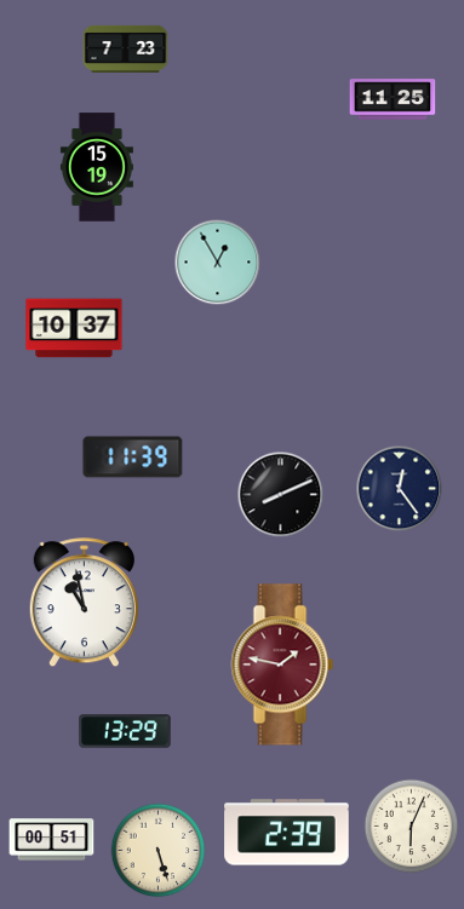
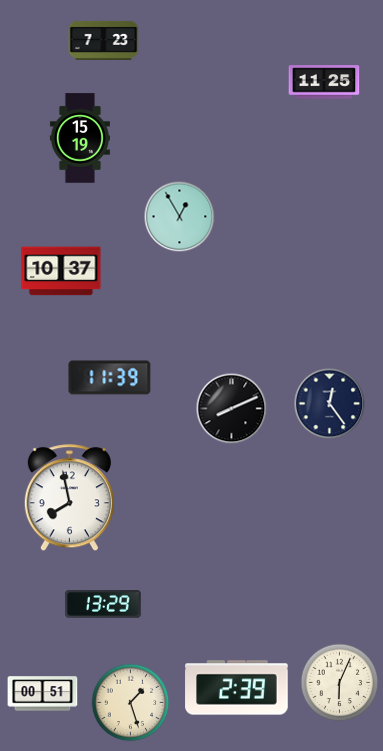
clock at (84, 603): 10:58 -> 7:58
clock at (282, 665): 1:47 -> none
clock at (159, 851): 5:27 -> 1:27
